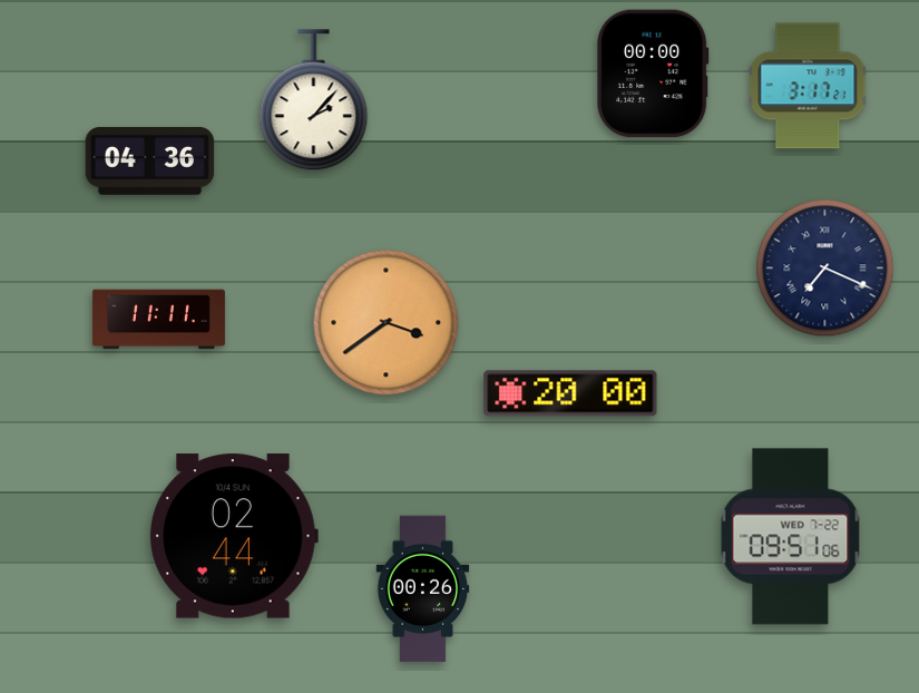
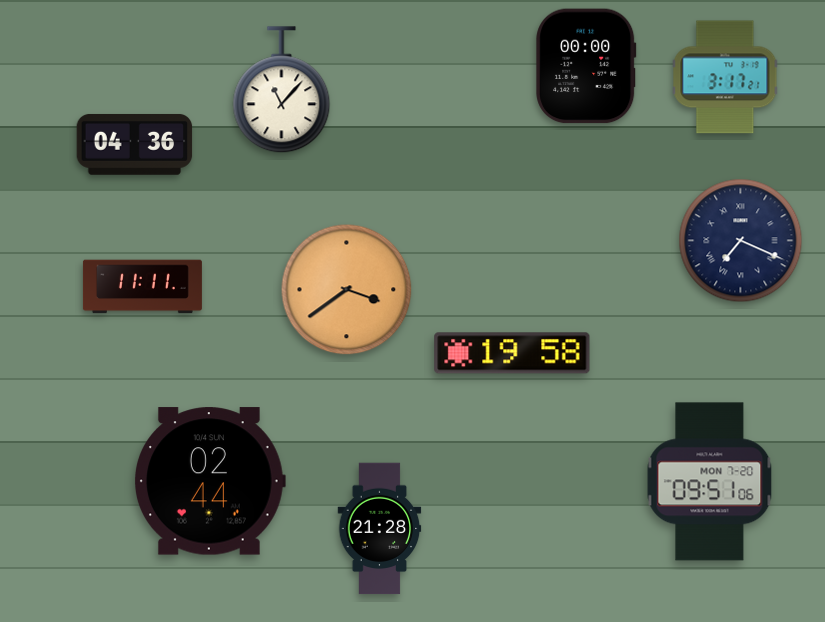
clock at (314, 100): 2:07 -> 11:07
clock at (570, 393): 20:00 -> 19:58
clock at (791, 537) date: WED 7-22 -> MON 7-20
clock at (423, 589): 00:26 -> 21:28
